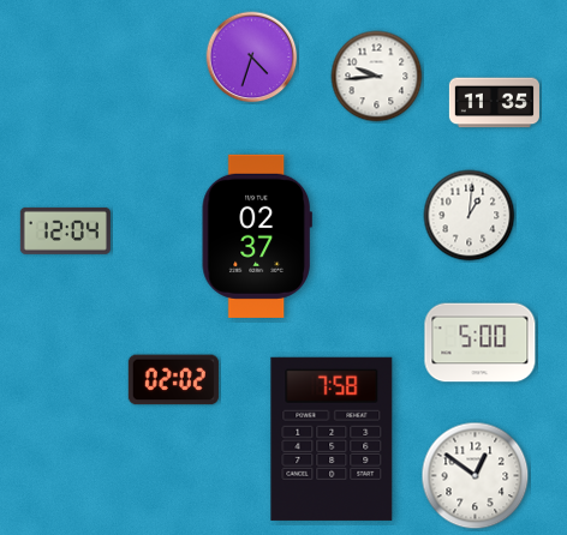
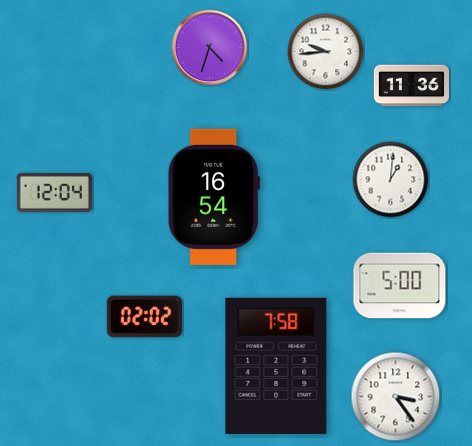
clock at (377, 77) position: (377, 77) -> (326, 52)
clock at (494, 103): 11:35 -> 11:36
clock at (257, 236): 02:37 -> 16:54
clock at (476, 476): 12:51 -> 3:24
